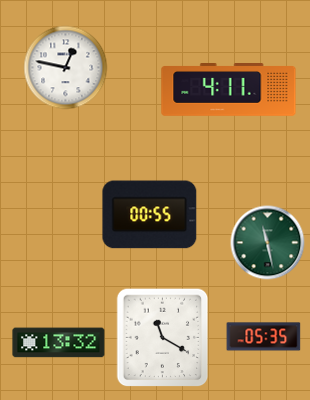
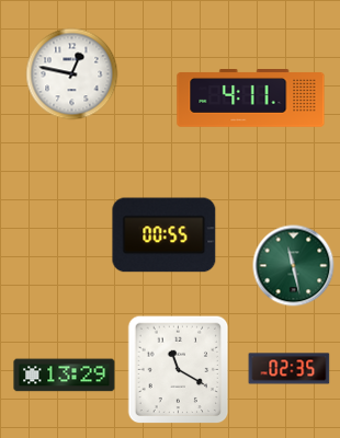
clock at (264, 337): 05:35 -> 02:35
clock at (59, 343): 13:32 -> 13:29
